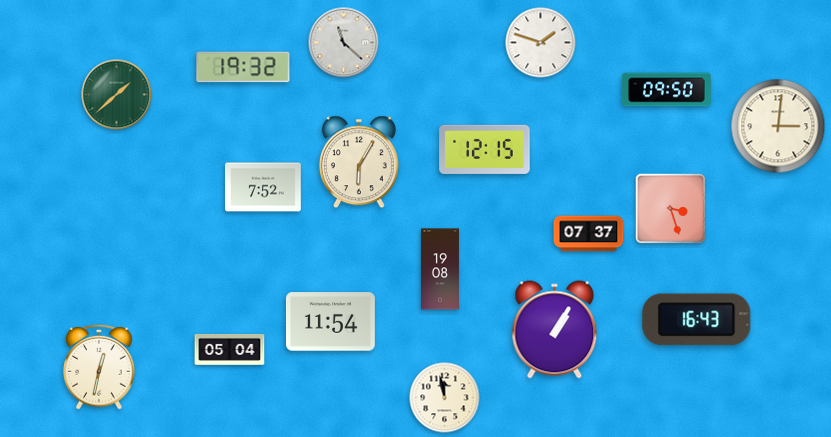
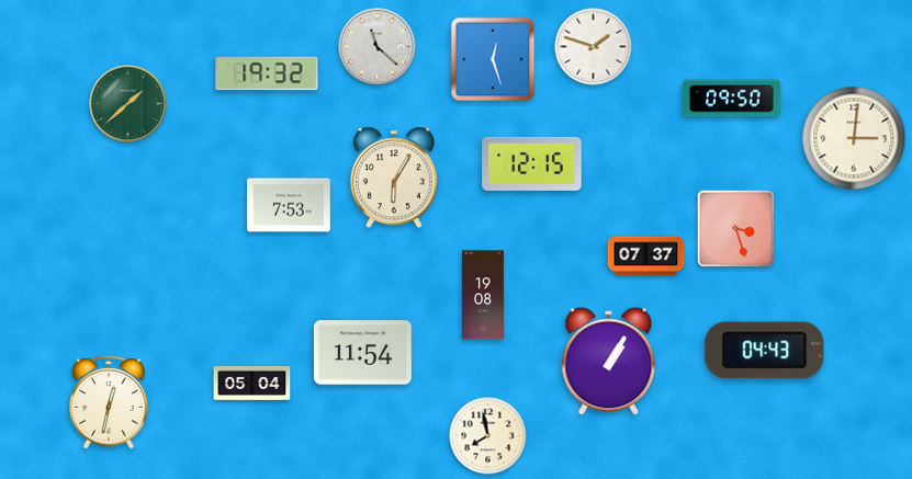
clock at (493, 59): none -> 12:27
clock at (263, 187): 7:52 -> 7:53
clock at (697, 320): 16:43 -> 04:43
clock at (445, 398): 11:58 -> 7:58
